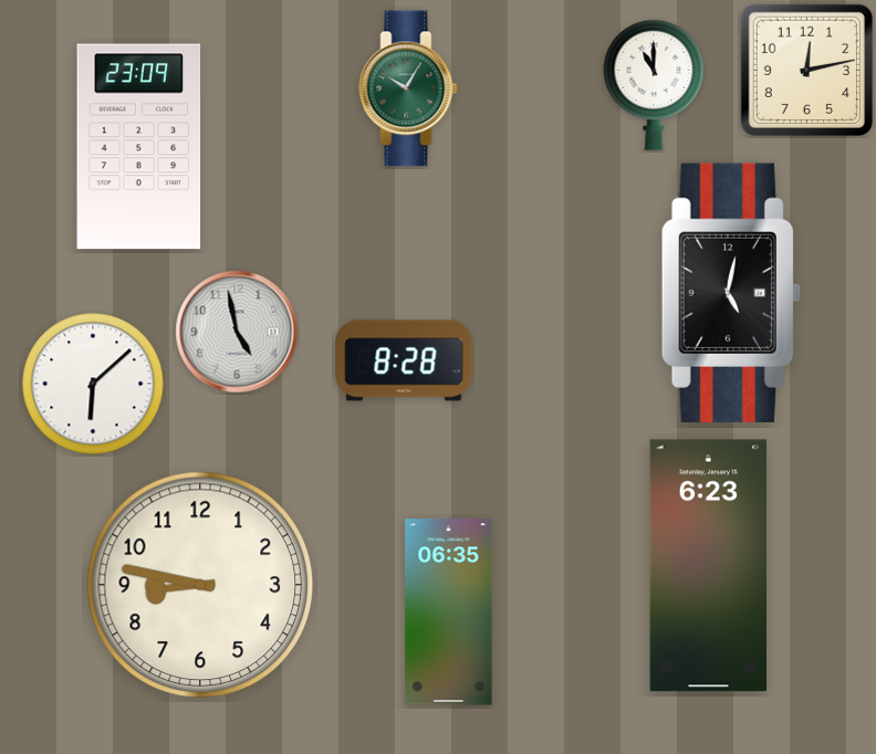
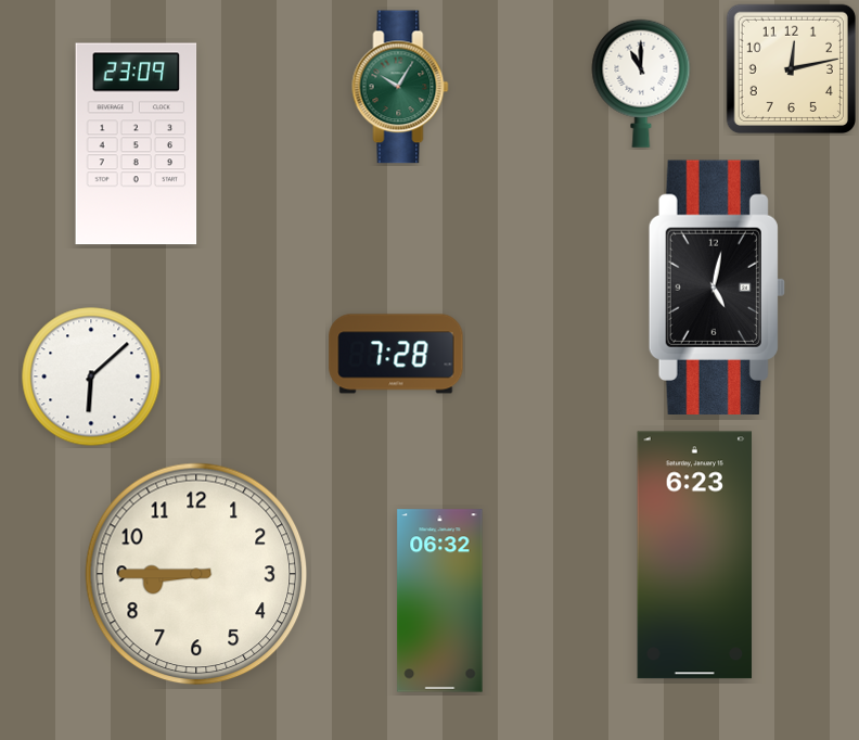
clock at (237, 332): 4:58 -> none
clock at (404, 360): 8:28 -> 7:28
clock at (200, 585): 8:47 -> 8:45
clock at (449, 612): 06:35 -> 06:32
